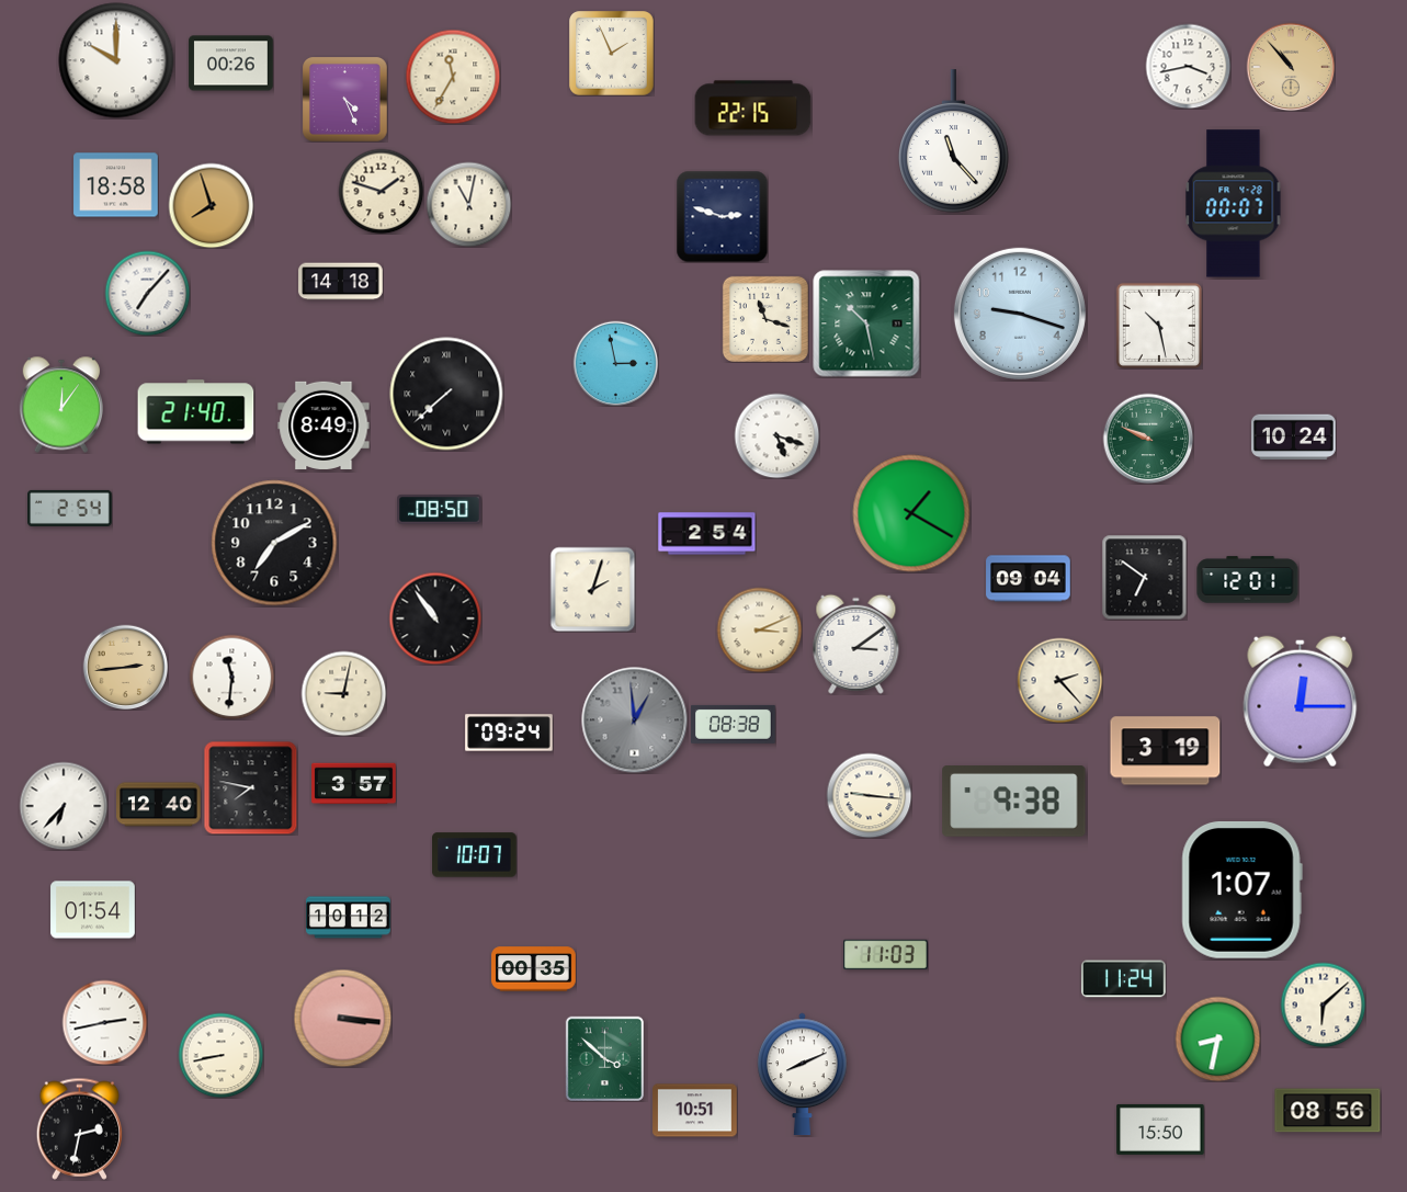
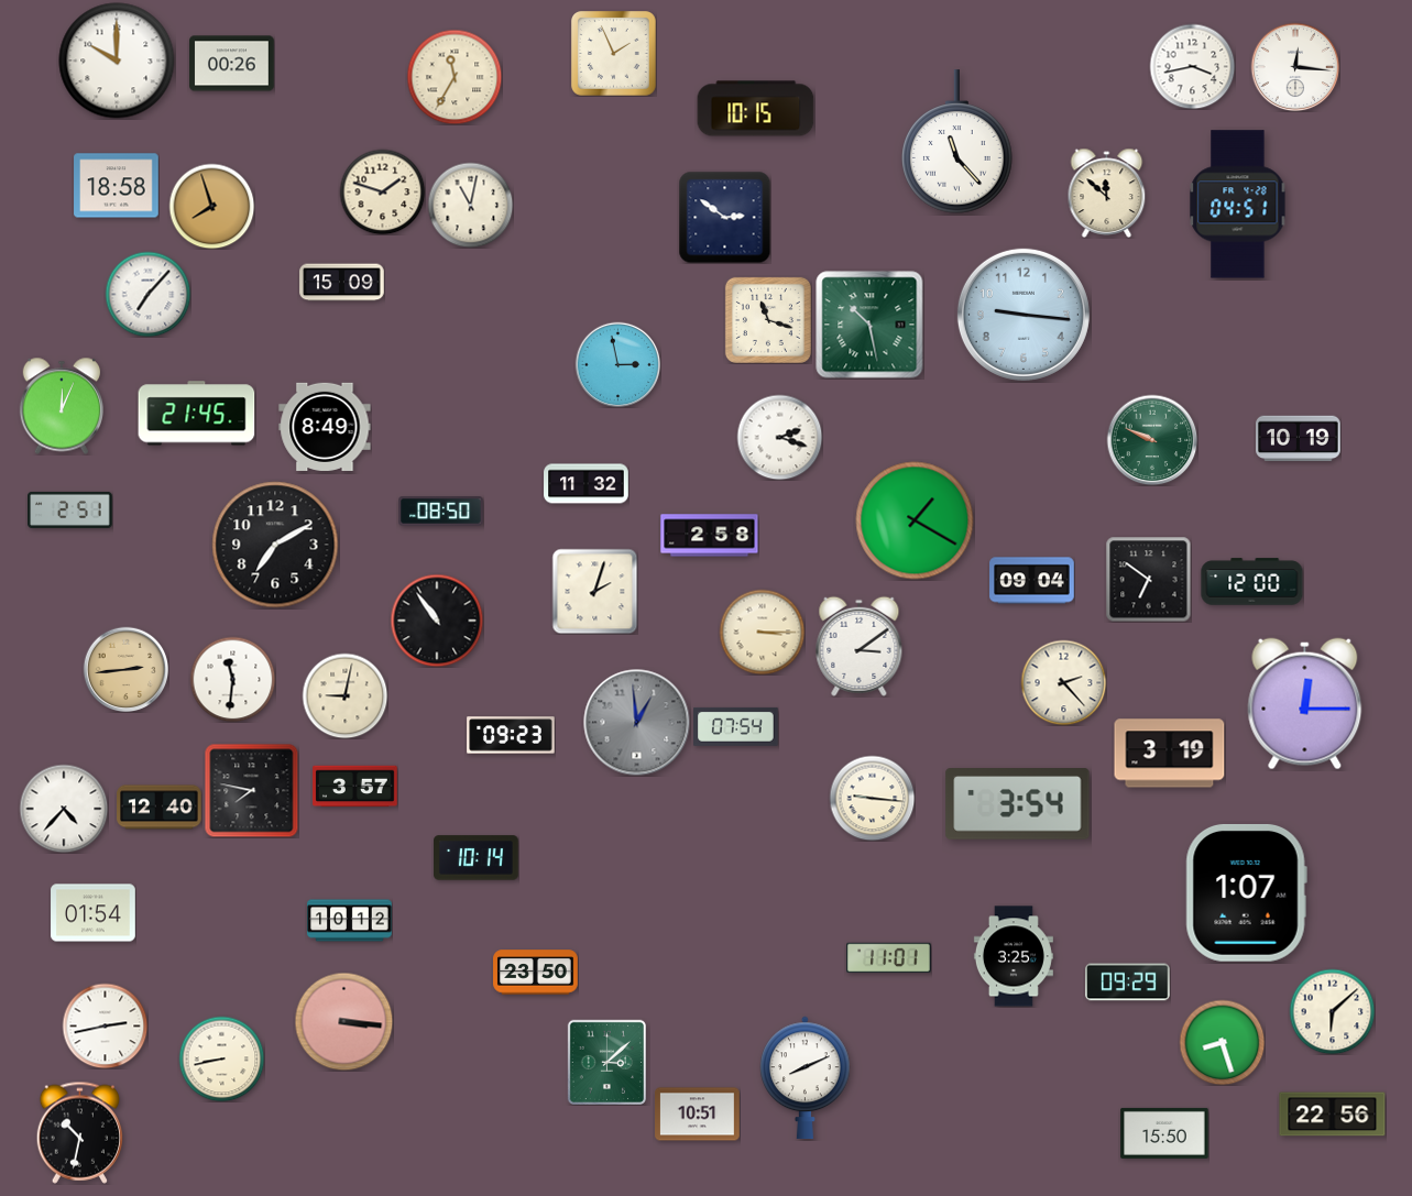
clock at (1291, 67): 10:53 -> 12:16
clock at (1291, 67) dial: champagne -> white
clock at (345, 100): 4:26 -> none
clock at (753, 109): 22:15 -> 10:15
clock at (1107, 193): none -> 11:52
clock at (1234, 204): 00:07 -> 04:51
clock at (722, 216): 2:48 -> 2:51
clock at (341, 282): 14:18 -> 15:09
clock at (1020, 314): 9:18 -> 9:16
clock at (1159, 326): 10:28 -> none
clock at (446, 394): 7:38 -> none
clock at (60, 405): 12:06 -> 12:04
clock at (196, 412): 21:40 -> 21:45
clock at (776, 435): 5:18 -> 2:18
clock at (1294, 438): 10:24 -> 10:19
clock at (587, 484): none -> 11:32
clock at (70, 508): 2:54 -> 2:51
clock at (911, 513) position: (911, 513) -> (915, 520)
clock at (707, 534): 2:54 -> 2:58
clock at (1248, 580): 12:01 -> 12:00
clock at (759, 629): 3:11 -> 3:15
clock at (734, 724): 08:38 -> 07:54
clock at (509, 733): 09:24 -> 09:23
clock at (1014, 802): 9:38 -> 3:54
clock at (64, 806): 6:37 -> 4:37
clock at (475, 855): 10:07 -> 10:14
clock at (1014, 956): none -> 3:25
clock at (886, 955): 11:03 -> 11:01
clock at (534, 969): 00:35 -> 23:50
clock at (1124, 979): 11:24 -> 09:29
clock at (1323, 1004) position: (1323, 1004) -> (1332, 1011)
clock at (1217, 1038): 8:32 -> 8:27
clock at (604, 1058): 3:52 -> 3:08
clock at (1328, 1111): 08:56 -> 22:56
clock at (79, 1128): 2:32 -> 10:32
